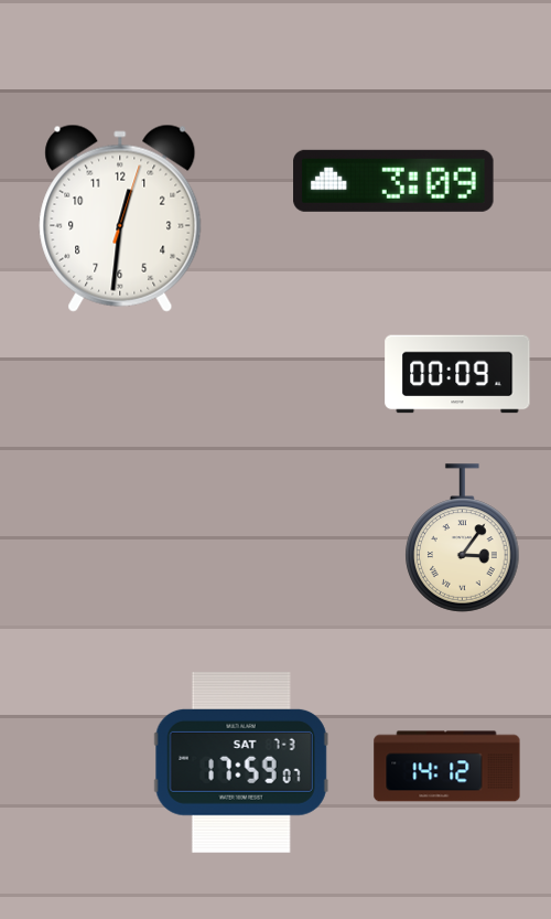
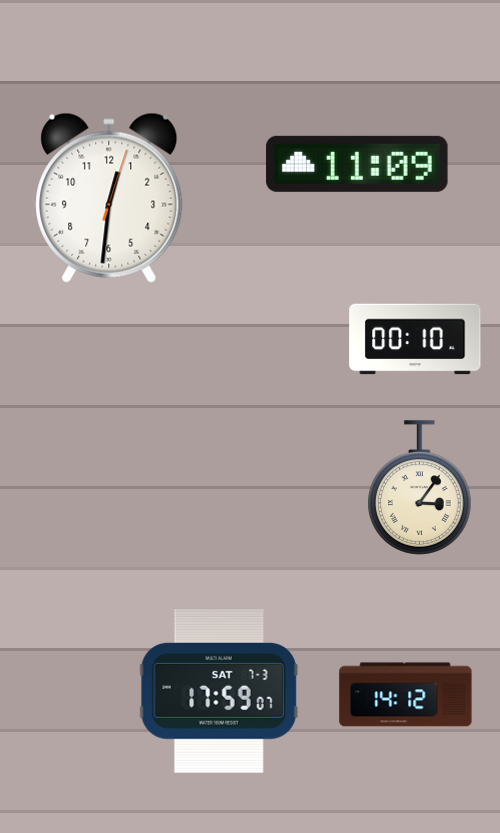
clock at (393, 181): 3:09 -> 11:09
clock at (457, 374): 00:09 -> 00:10
